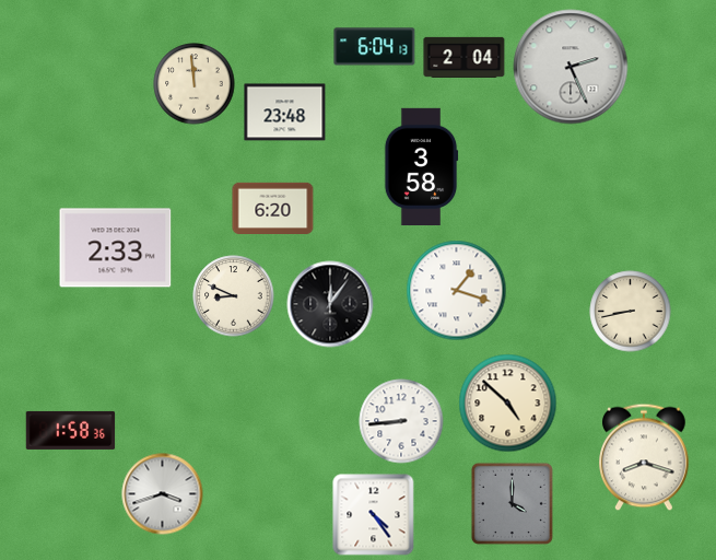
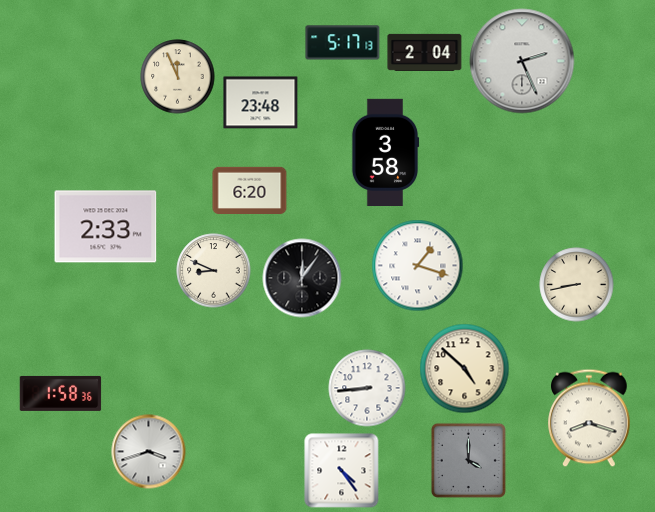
clock at (375, 47): 6:04 -> 5:17
clock at (195, 84): 11:59 -> 11:56
clock at (401, 421) position: (401, 421) -> (367, 388)
clock at (71, 430) position: (71, 430) -> (61, 393)
